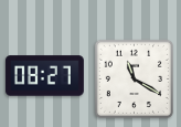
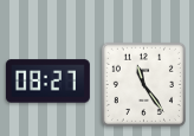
clock at (134, 78): 11:20 -> 11:24
